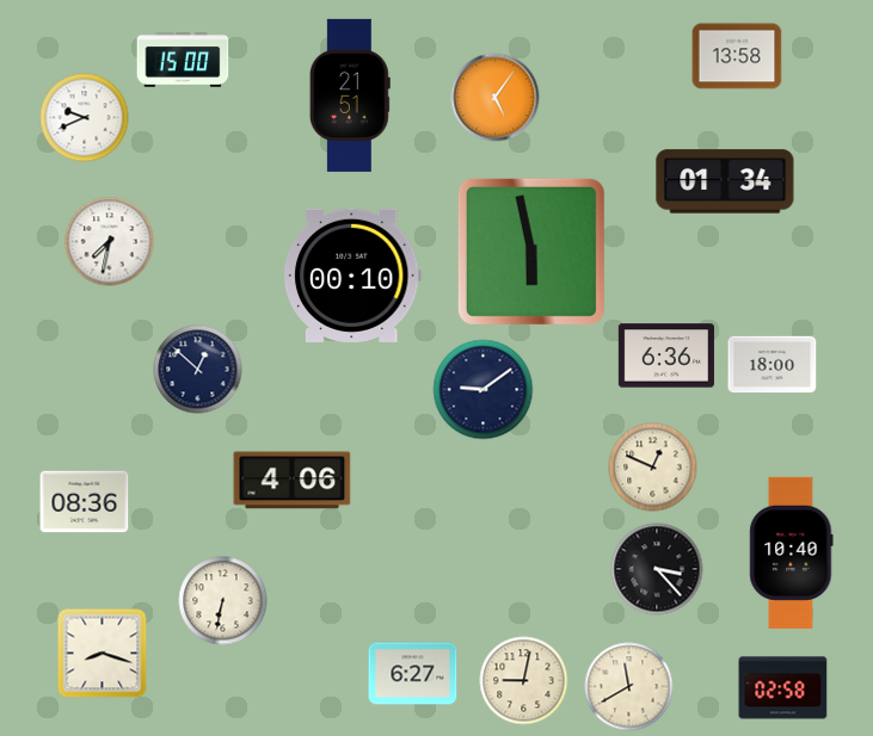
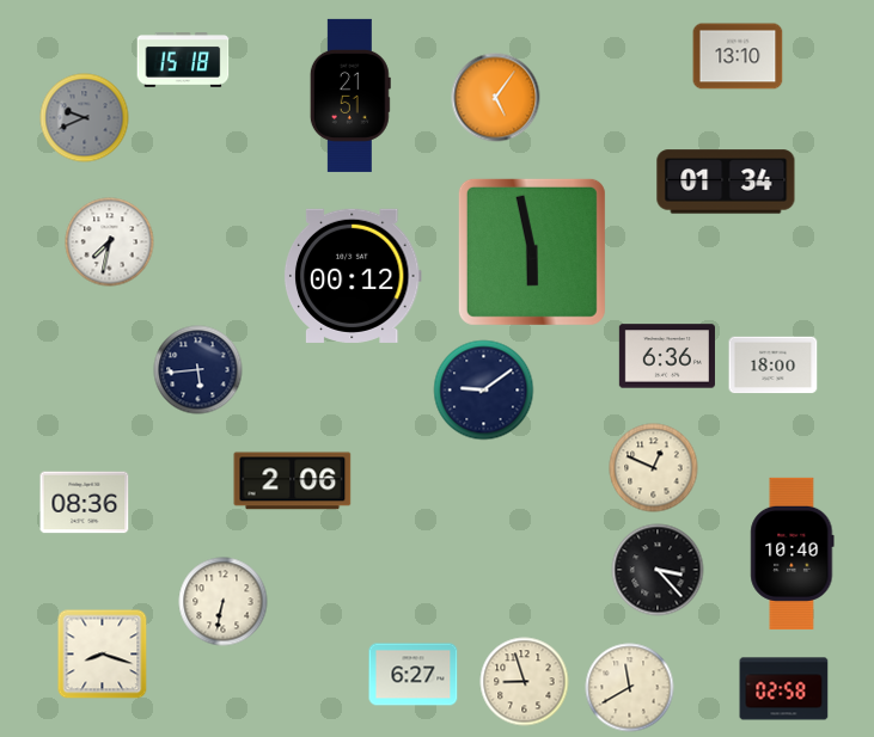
clock at (737, 56): 13:58 -> 13:10
clock at (183, 61): 15:00 -> 15:18
clock at (85, 118) dial: white -> grey
clock at (352, 276): 00:10 -> 00:12
clock at (198, 370): 12:52 -> 5:44
clock at (293, 481): 4:06 -> 2:06
clock at (524, 681): 9:02 -> 8:57
